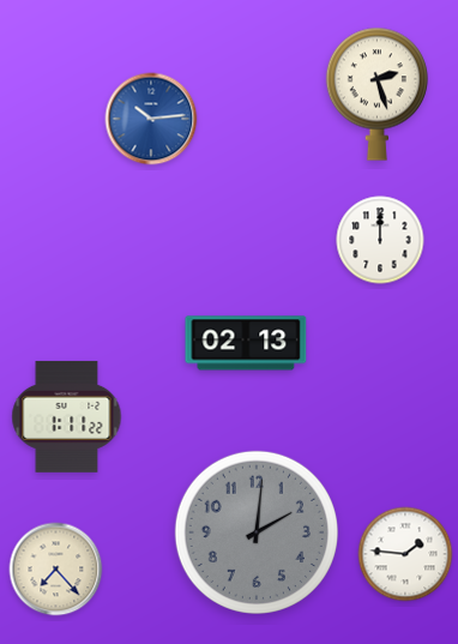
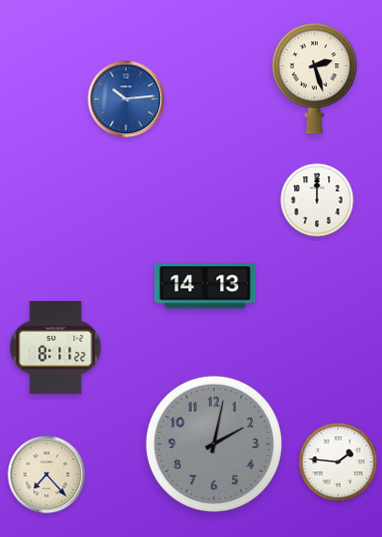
clock at (246, 343): 02:13 -> 14:13
clock at (67, 416): 1:11 -> 8:11
clock at (257, 532): 2:01 -> 2:02
